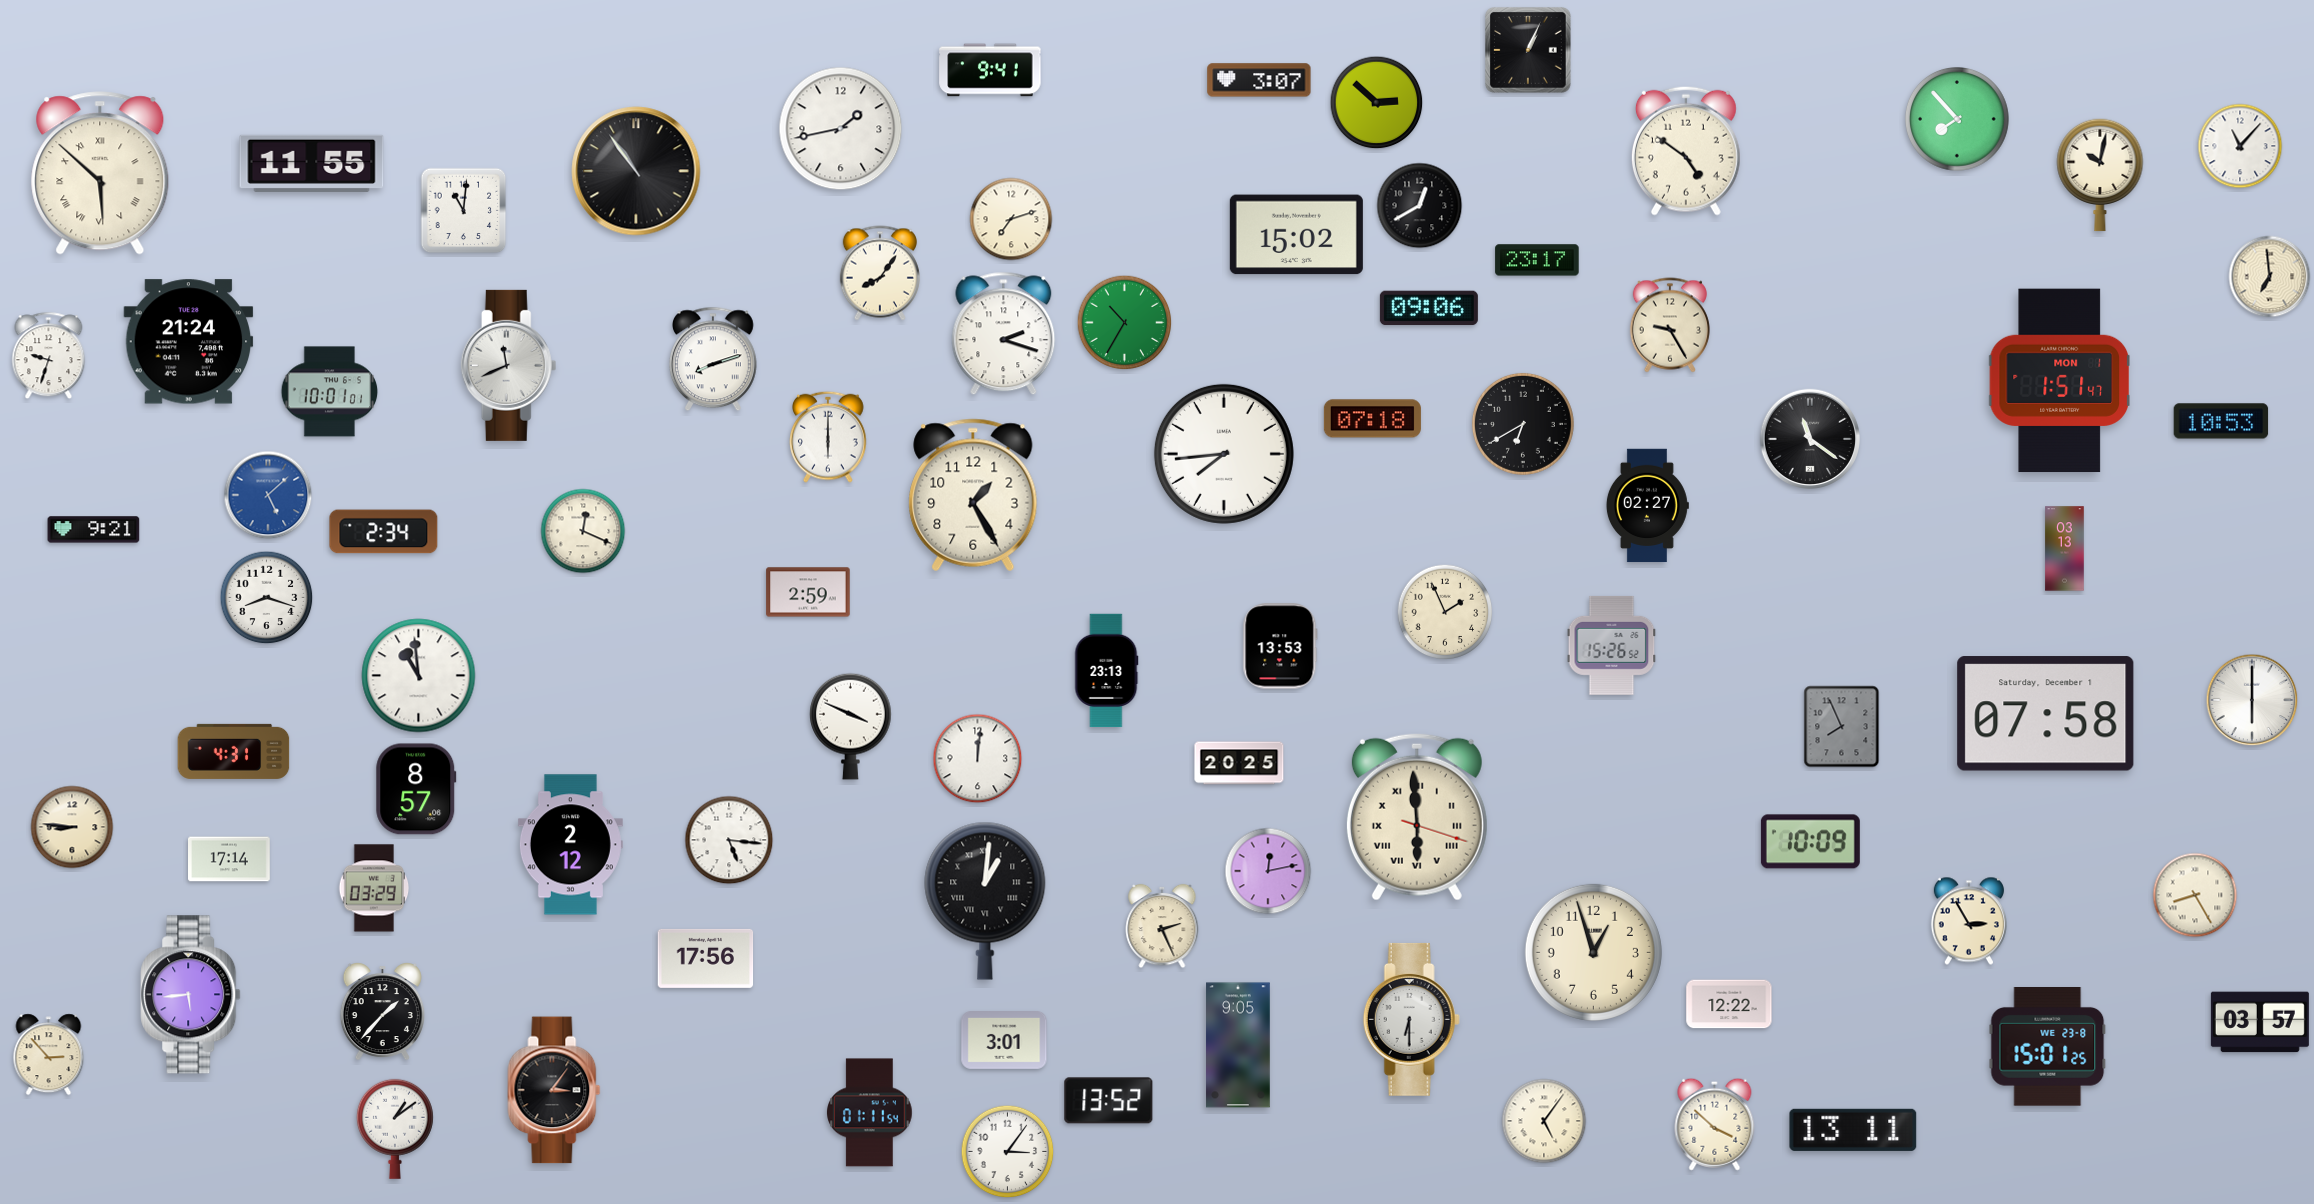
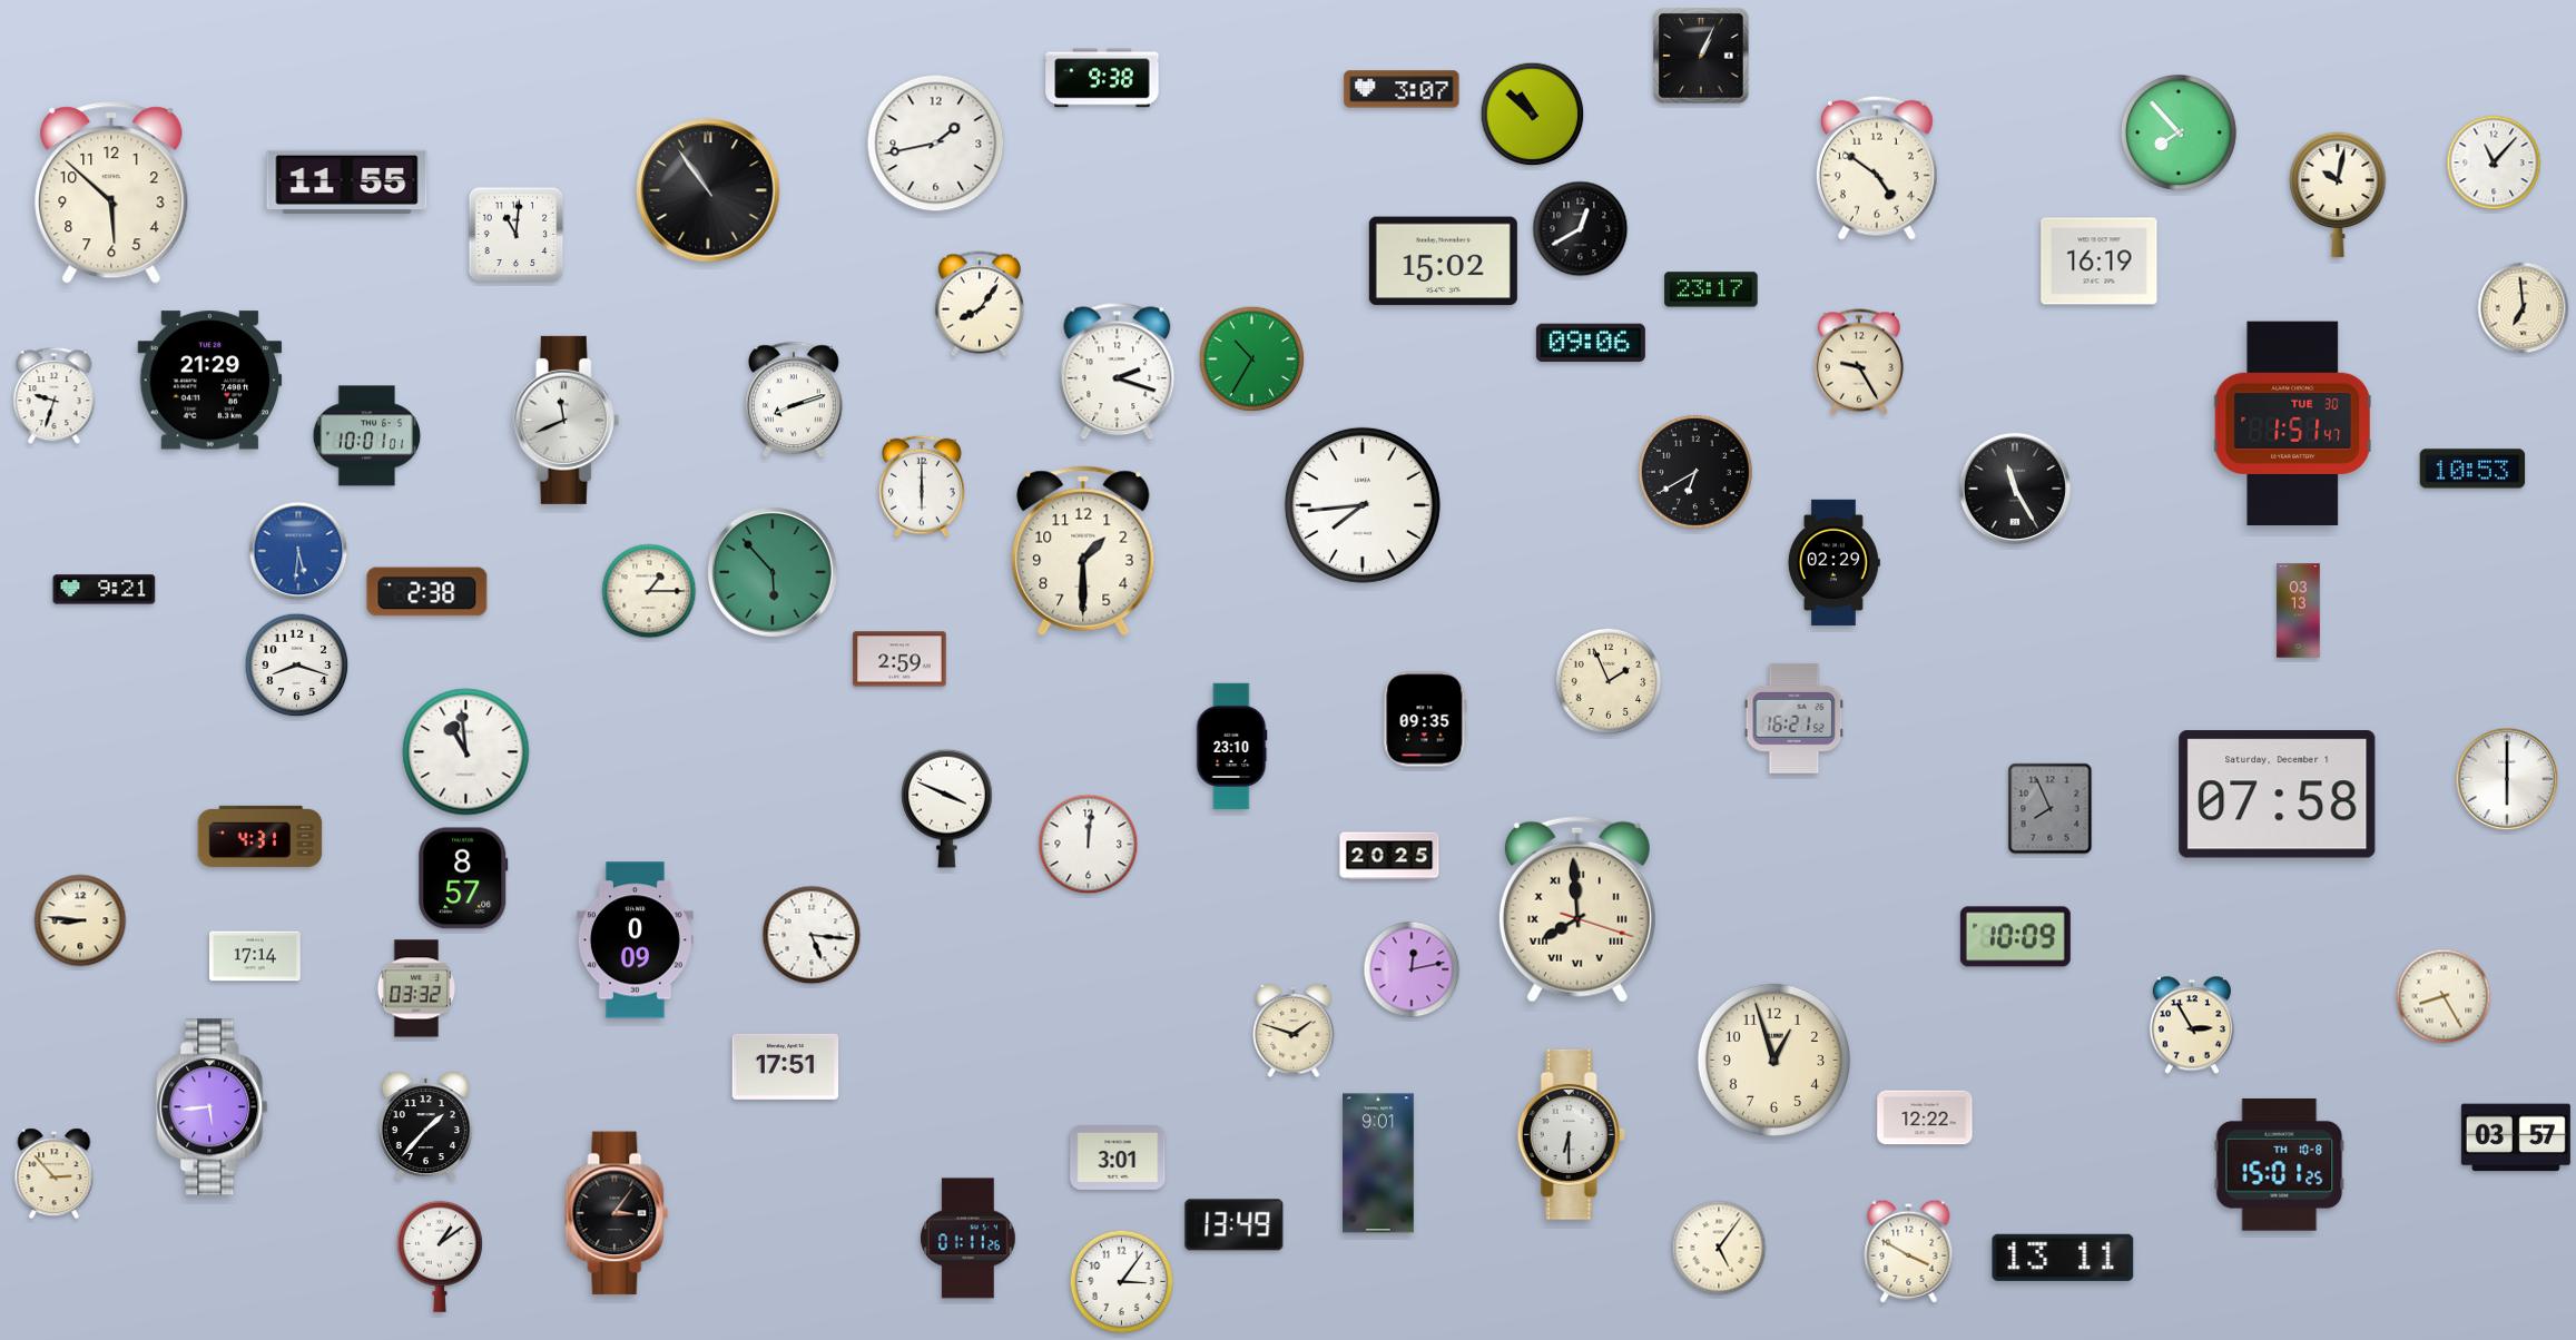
clock at (990, 70): 9:41 -> 9:38
clock at (1377, 103): 2:52 -> 10:52
clock at (100, 173) numerals: Roman -> Arabic
clock at (1011, 219): 7:12 -> none
clock at (2100, 262): none -> 16:19
clock at (2270, 277) position: (2270, 277) -> (2524, 308)
clock at (189, 342): 21:24 -> 21:29
clock at (509, 365) position: (509, 365) -> (567, 420)
clock at (2059, 381) date: MON 1 -> TUE 30
clock at (1372, 419): 07:18 -> none
clock at (1809, 438): 11:21 -> 11:25
clock at (268, 495): 5:08 -> 5:31
clock at (973, 495): 1:25 -> 1:30
clock at (1647, 506): 02:27 -> 02:29
clock at (773, 572): none -> 5:53
clock at (583, 531): 12:19 -> 1:15
clock at (384, 532): 2:34 -> 2:38
clock at (1612, 645): 15:26 -> 16:21
clock at (1280, 646): 13:53 -> 09:35
clock at (1107, 671): 23:13 -> 23:10
clock at (1239, 763) position: (1239, 763) -> (1389, 856)
clock at (1417, 817): 5:59 -> 7:59
clock at (570, 845): 2:12 -> 0:09
clock at (374, 888): 03:29 -> 03:32
clock at (985, 901): 1:01 -> none
clock at (1162, 926): 2:26 -> 1:48
clock at (706, 958): 17:56 -> 17:51
clock at (1238, 1045): 9:05 -> 9:01
clock at (2048, 1047) date: WE 23-8 -> TH 10-8
clock at (1109, 1101): 13:52 -> 13:49
clock at (870, 1113): 01:11:54 -> 01:11:26
clock at (1715, 1124): 3:52 -> 3:50
